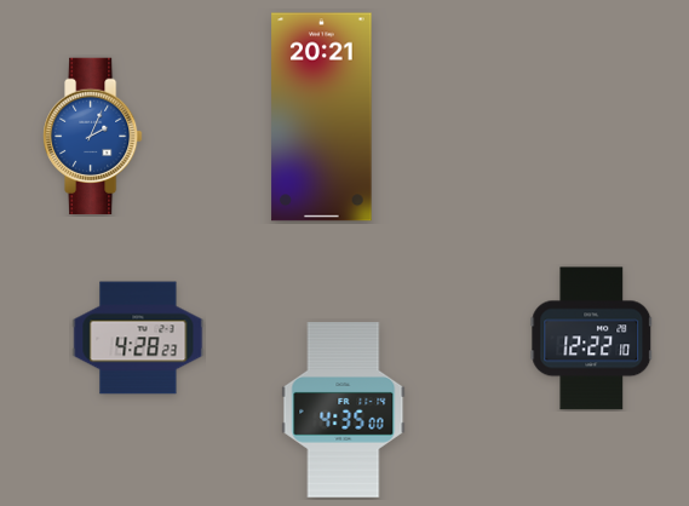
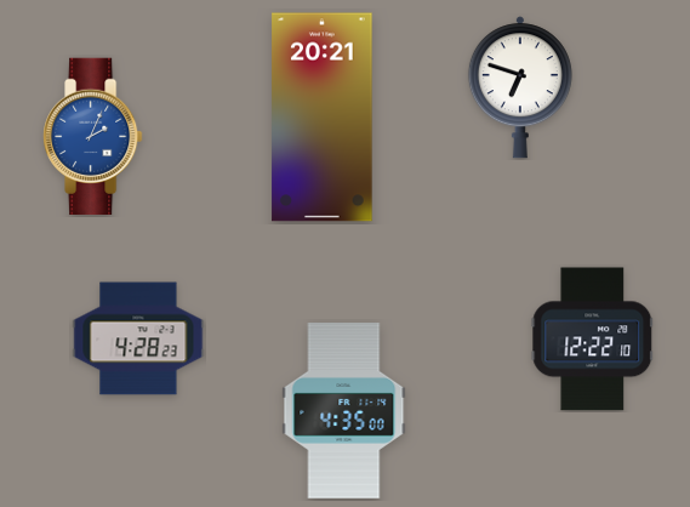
clock at (520, 87): none -> 6:48
